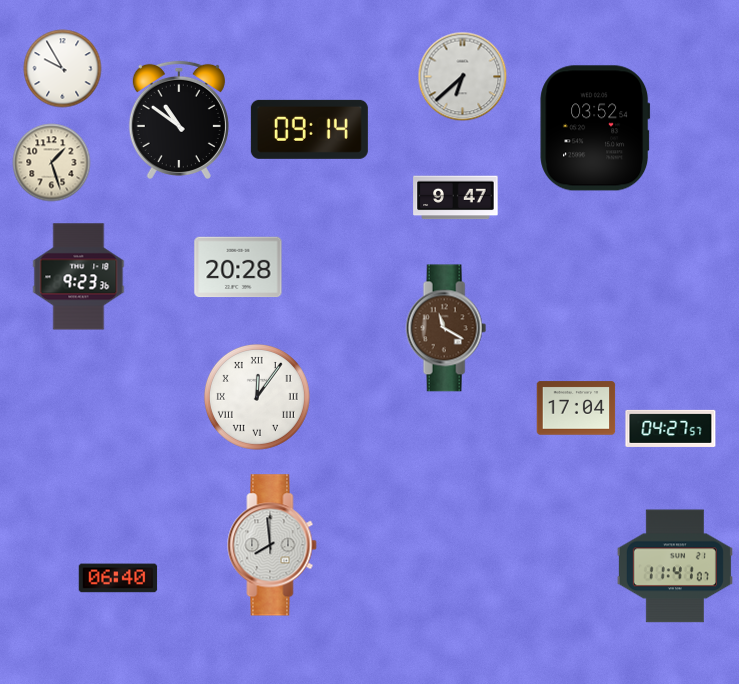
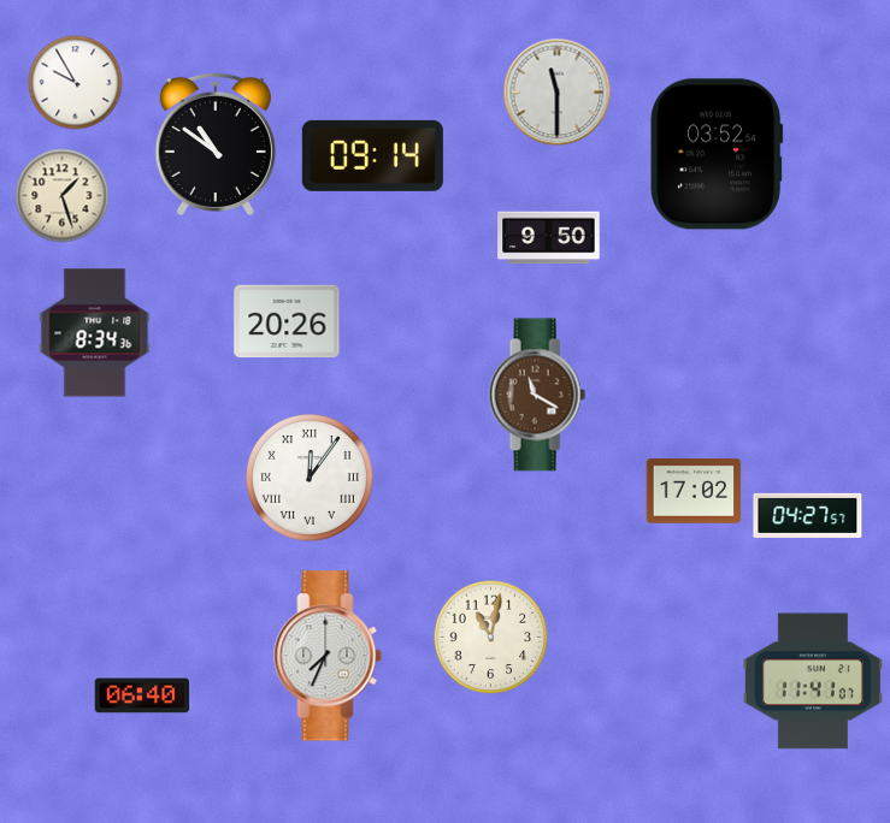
clock at (463, 77): 6:38 -> 11:30
clock at (456, 198): 9:47 -> 9:50
clock at (238, 267): 20:28 -> 20:26
clock at (79, 277): 9:23 -> 8:34
clock at (576, 408): 17:04 -> 17:02
clock at (491, 638): none -> 11:02
clock at (272, 545): 7:59 -> 7:34
